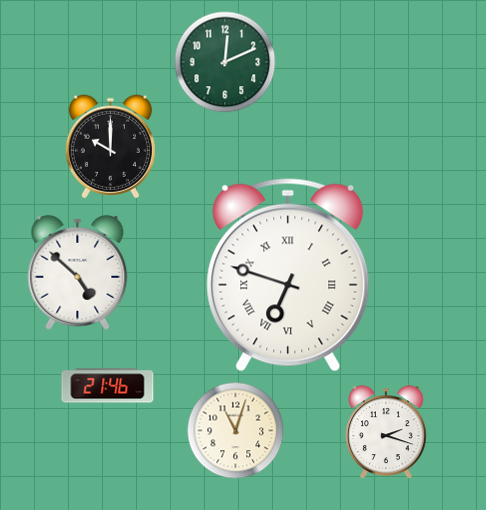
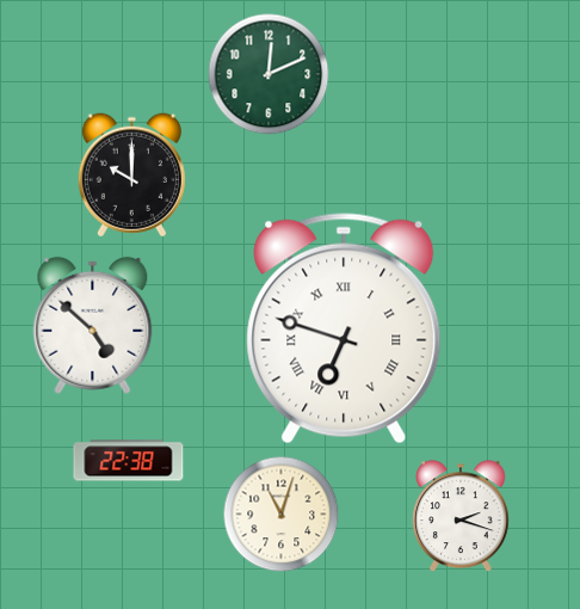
clock at (108, 386): 21:46 -> 22:38
